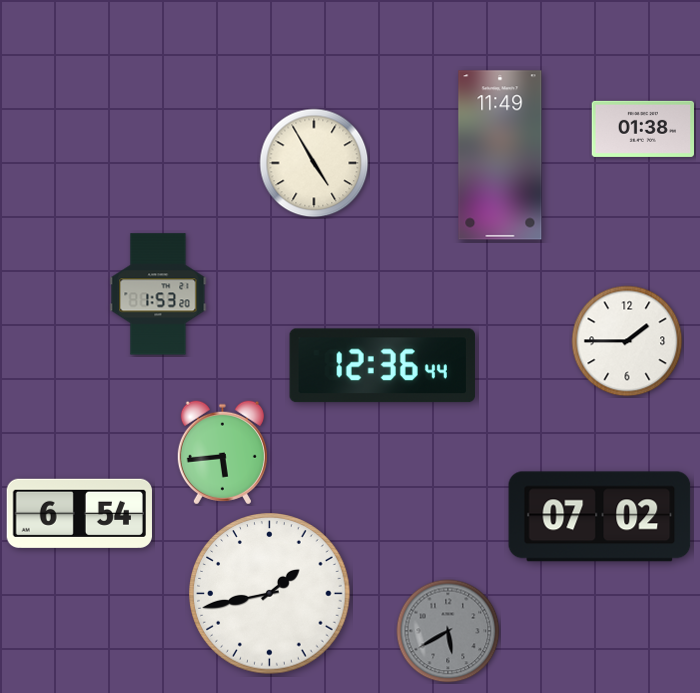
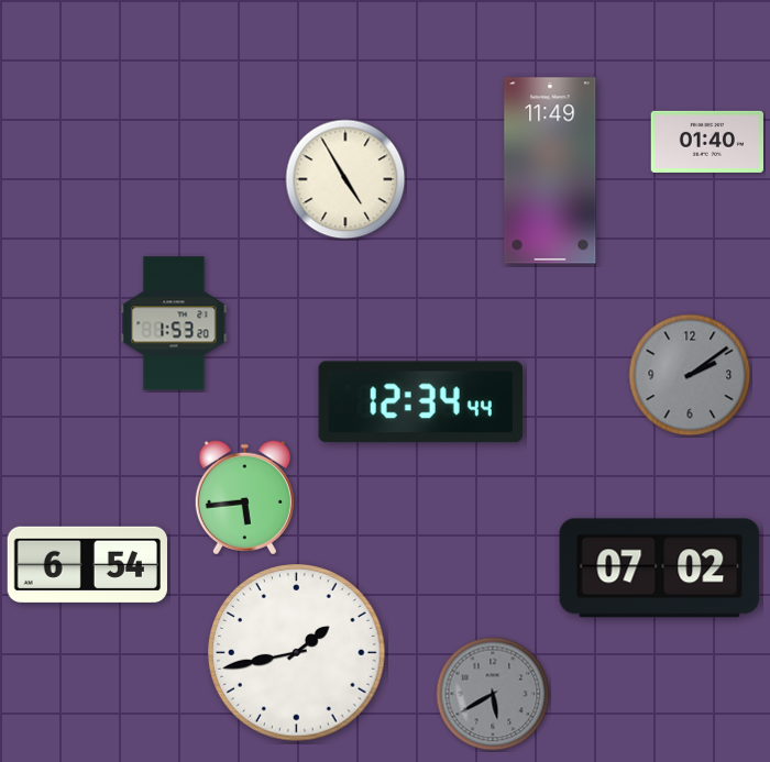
clock at (642, 129): 01:38 -> 01:40
clock at (627, 341): 1:45 -> 2:09
clock at (627, 341) dial: white -> grey
clock at (382, 366): 12:36 -> 12:34
